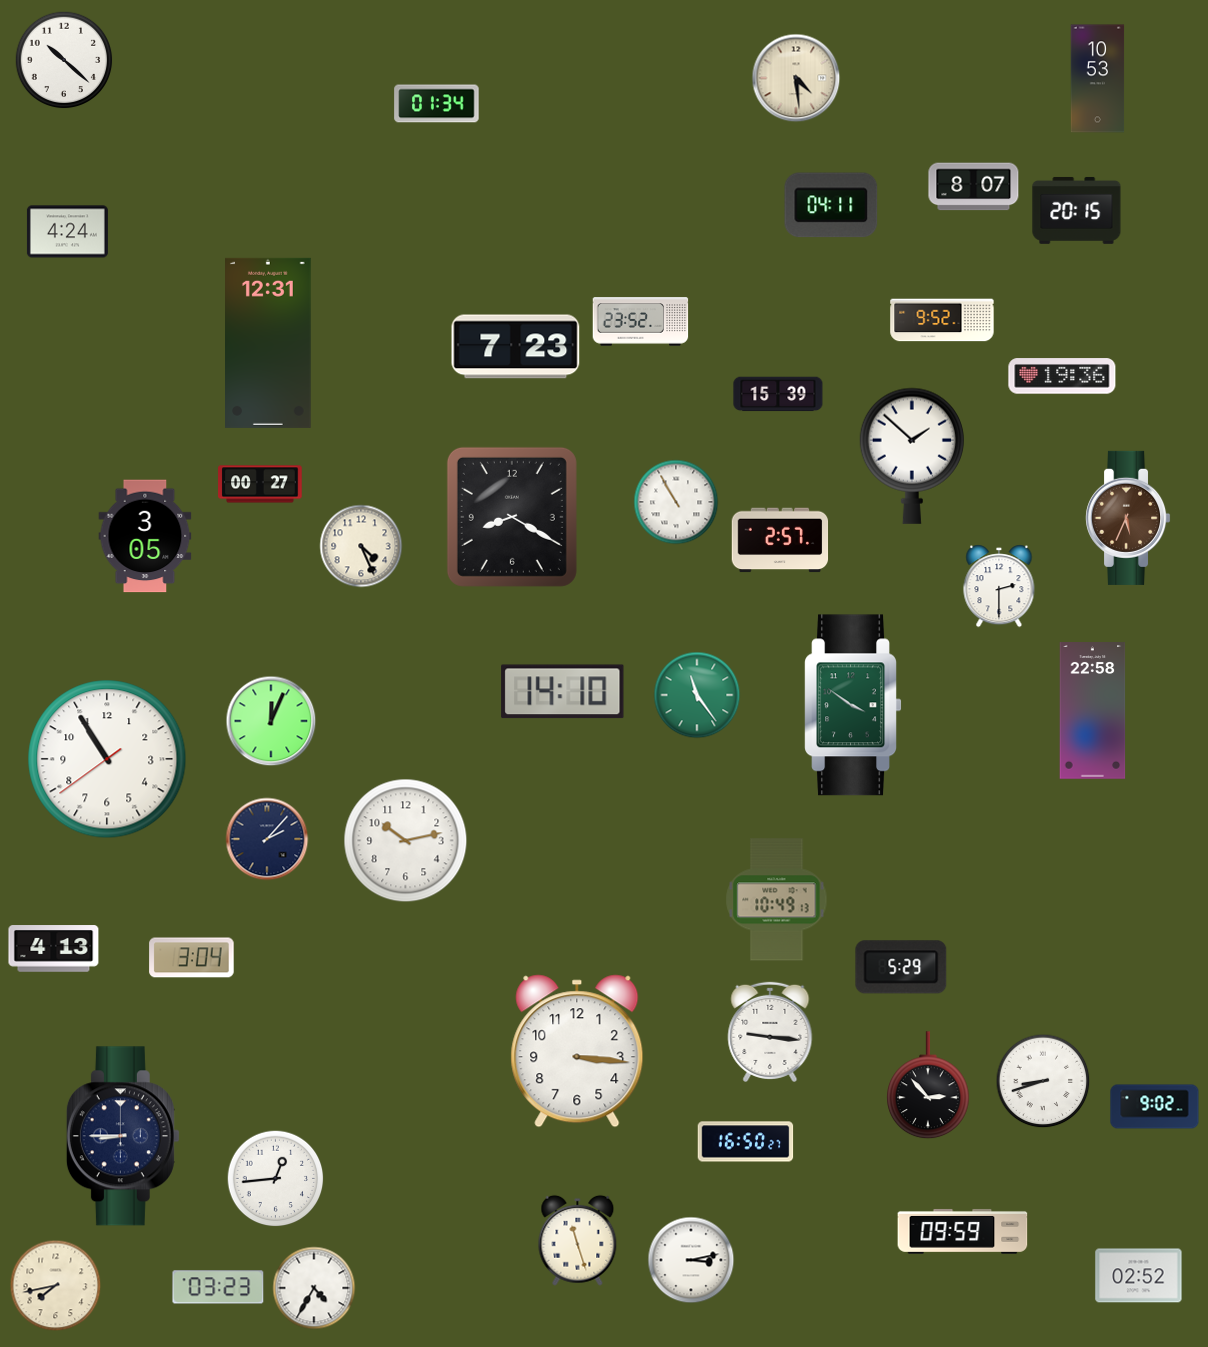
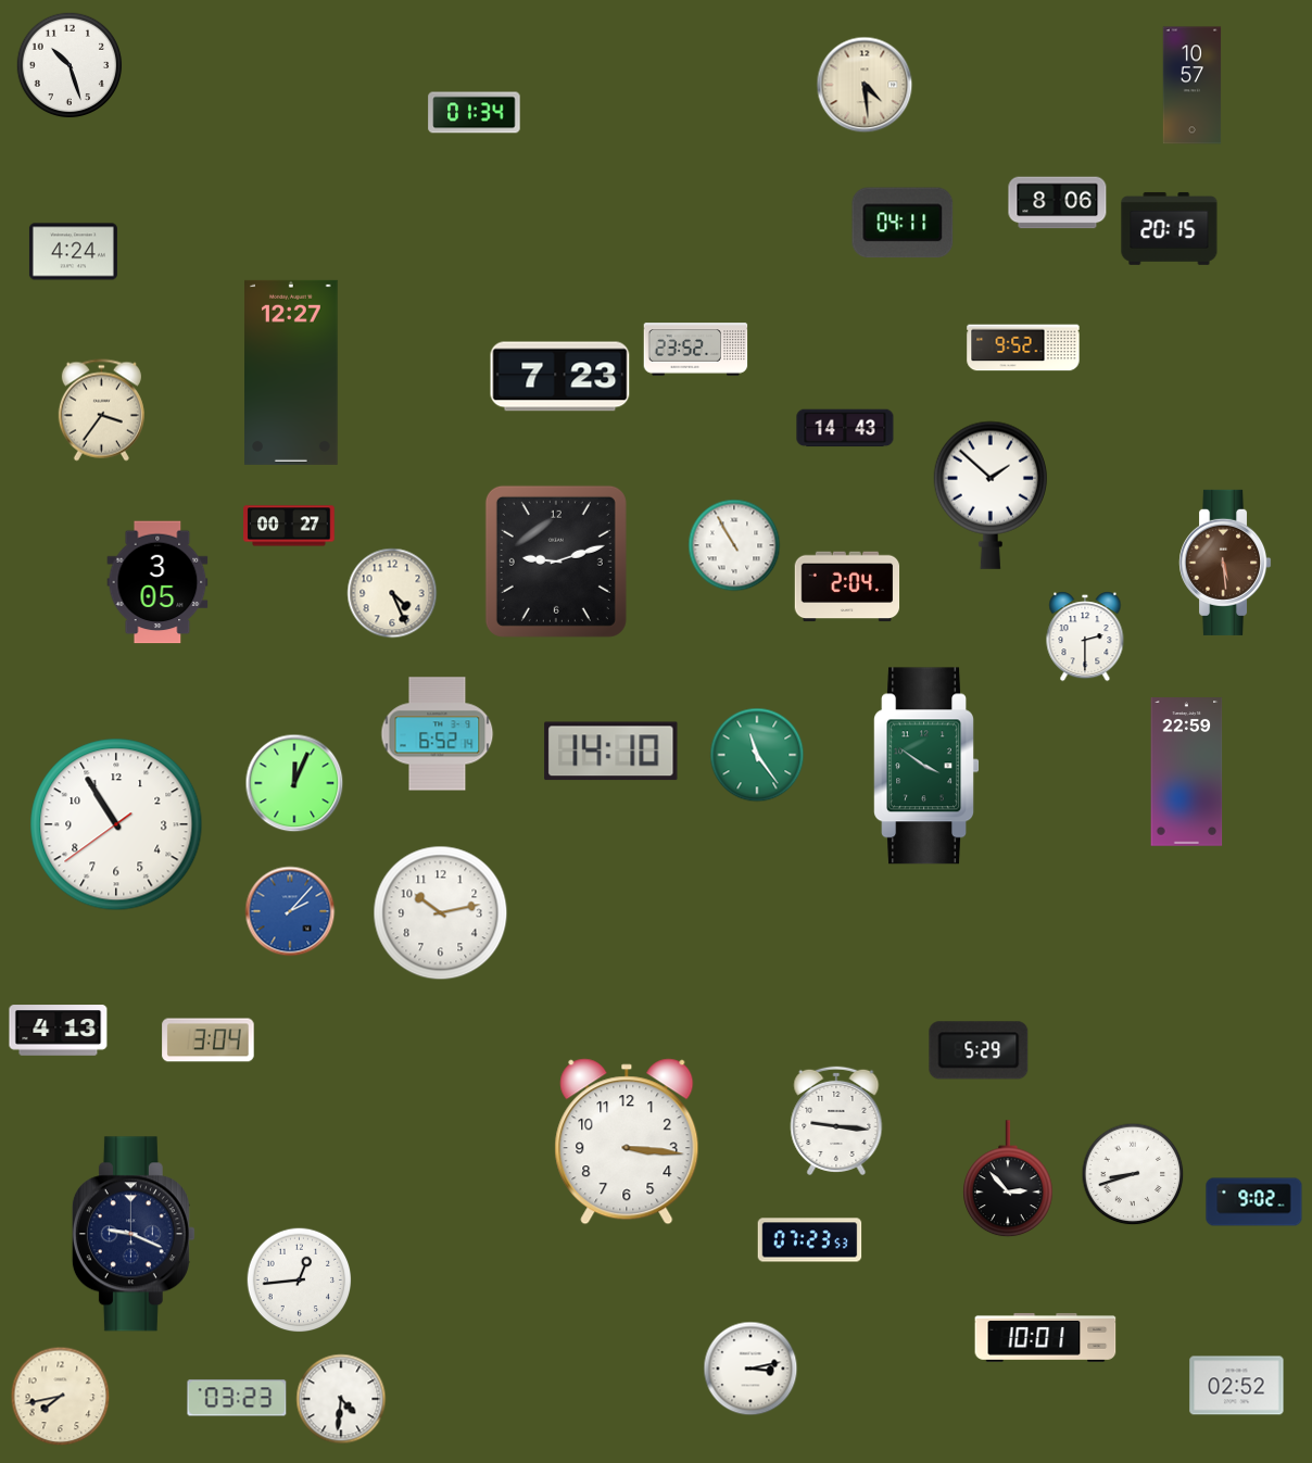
clock at (64, 60): 10:22 -> 10:27
clock at (1098, 79): 10:53 -> 10:57
clock at (974, 187): 8:07 -> 8:06
clock at (269, 343): 12:31 -> 12:27
clock at (1062, 376): 19:36 -> none
clock at (101, 411): none -> 3:36
clock at (778, 394): 15:39 -> 14:43
clock at (260, 484) position: (260, 484) -> (289, 526)
clock at (512, 517): 8:20 -> 9:12
clock at (1128, 518): 5:34 -> 5:29
clock at (780, 540): 2:57 -> 2:04
clock at (438, 734): none -> 6:52
clock at (1093, 711): 22:58 -> 22:59
clock at (267, 839) dial: navy -> blue
clock at (777, 900): 10:49 -> none
clock at (123, 1136): 8:45 -> 9:19
clock at (746, 1142): 16:50 -> 07:23
clock at (963, 1231): 09:59 -> 10:01
clock at (578, 1240): 11:27 -> none
clock at (314, 1288): 4:35 -> 4:31
